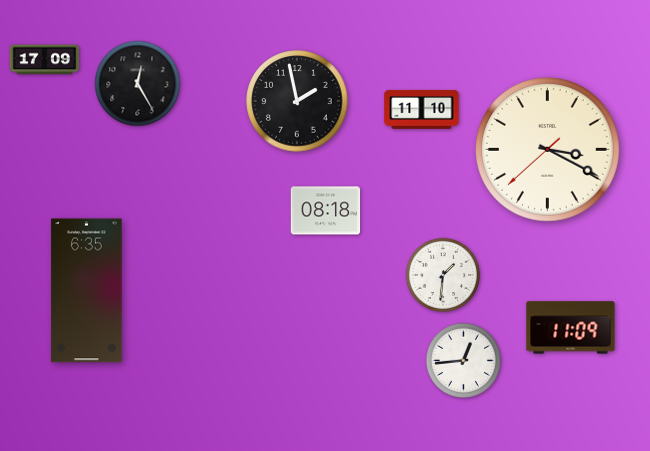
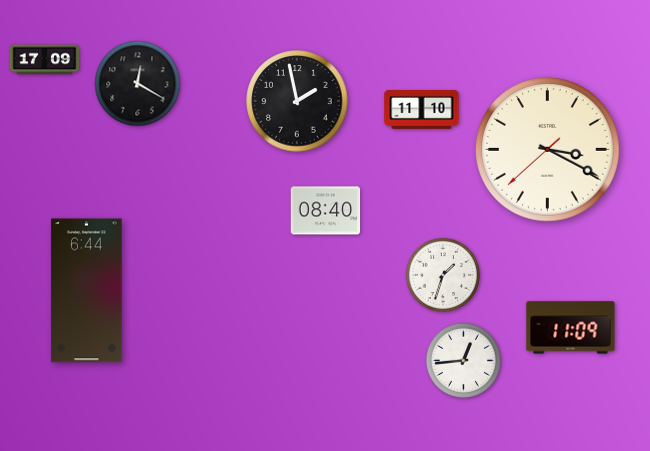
clock at (138, 84): 12:25 -> 12:20
clock at (326, 211): 08:18 -> 08:40
clock at (443, 275): 1:31 -> 1:33
clock at (87, 291): 6:35 -> 6:44
